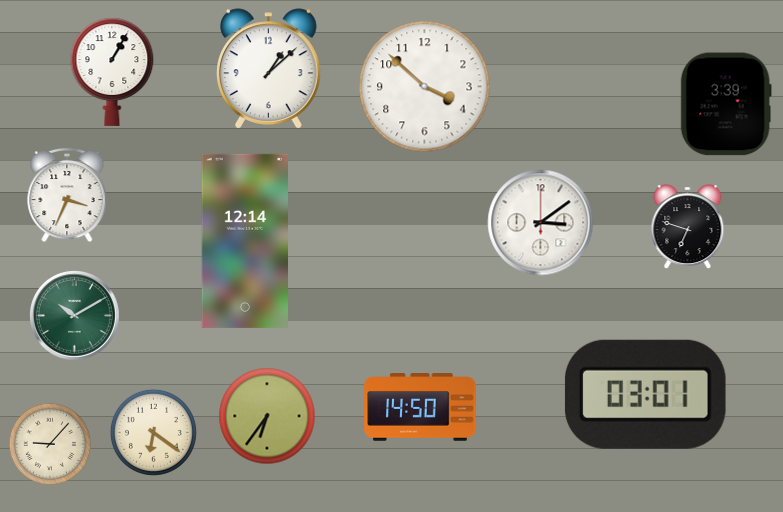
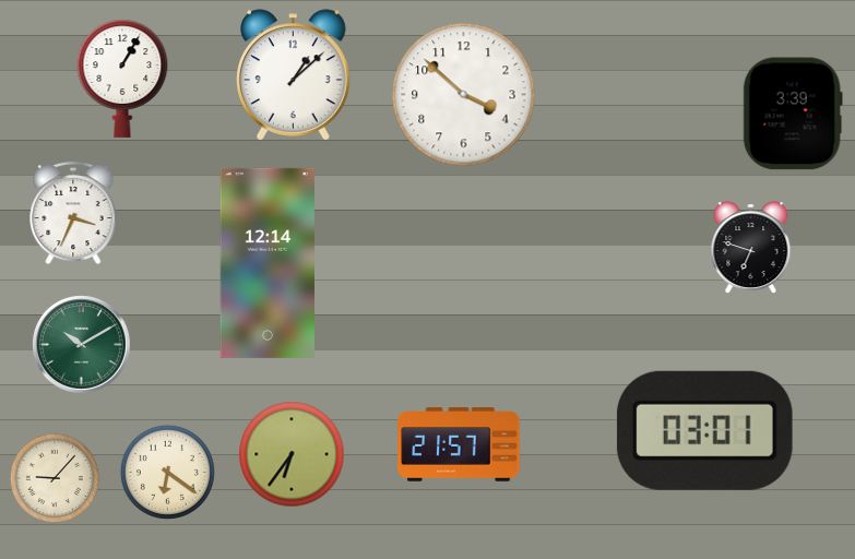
clock at (541, 223): 3:09 -> none
clock at (420, 407): 14:50 -> 21:57
clock at (50, 444) position: (50, 444) -> (55, 478)
